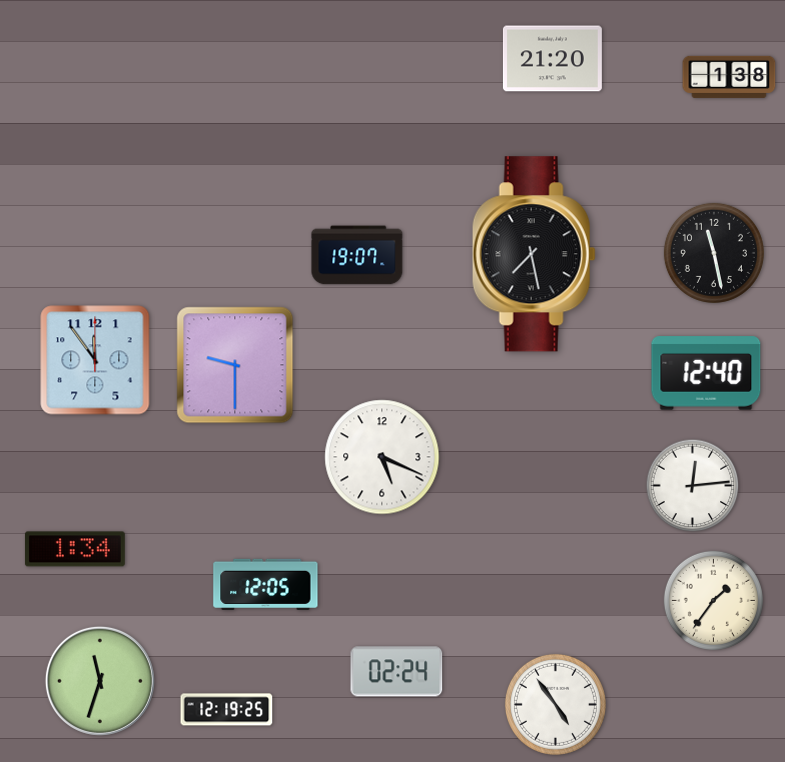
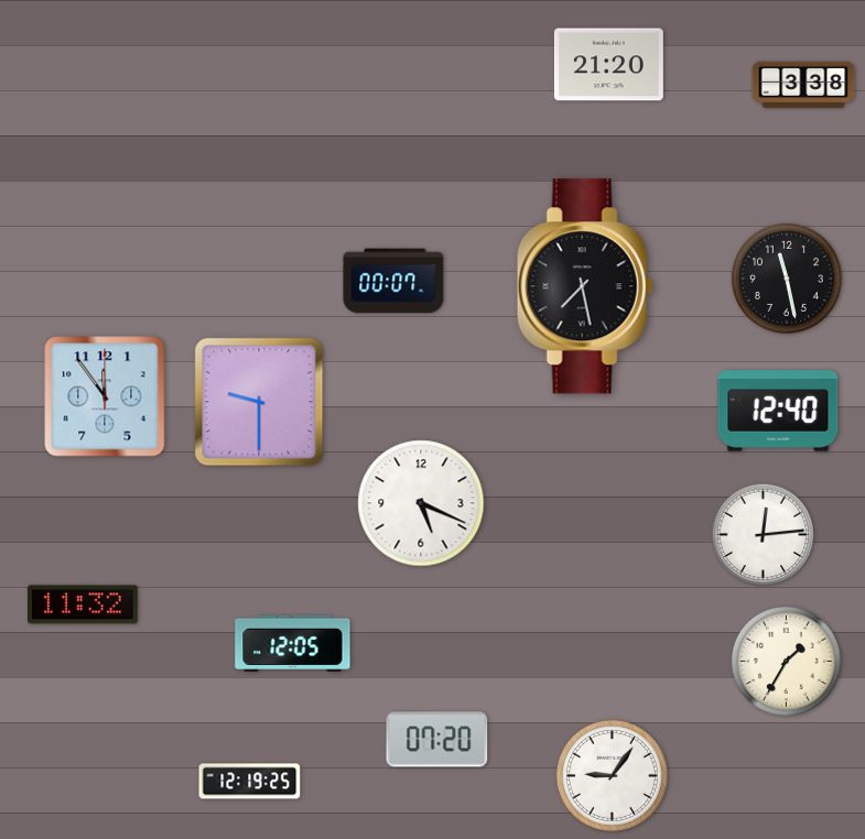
clock at (729, 77): 1:38 -> 3:38
clock at (534, 254) position: (534, 254) -> (585, 286)
clock at (357, 255): 19:07 -> 00:07
clock at (75, 549): 1:34 -> 11:32
clock at (713, 600): 1:36 -> 1:35
clock at (397, 672): 02:24 -> 07:20
clock at (100, 681): 11:33 -> none
clock at (555, 704): 4:54 -> 9:06
